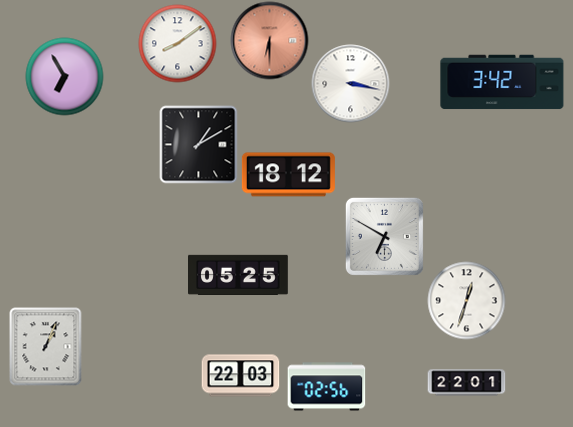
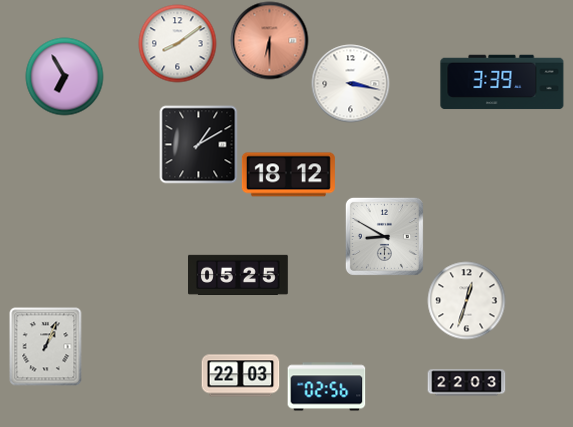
clock at (502, 82): 3:42 -> 3:39
clock at (384, 236): 6:50 -> 8:50
clock at (466, 383): 22:01 -> 22:03
